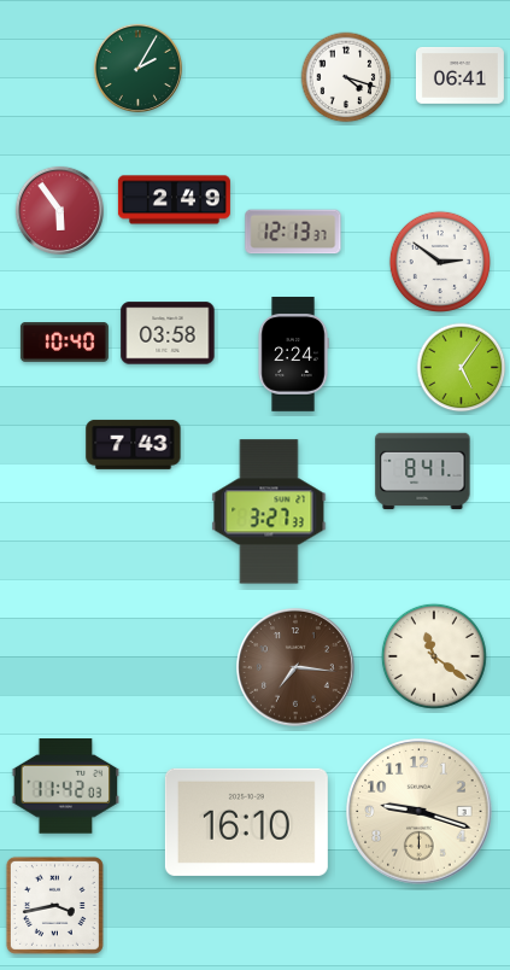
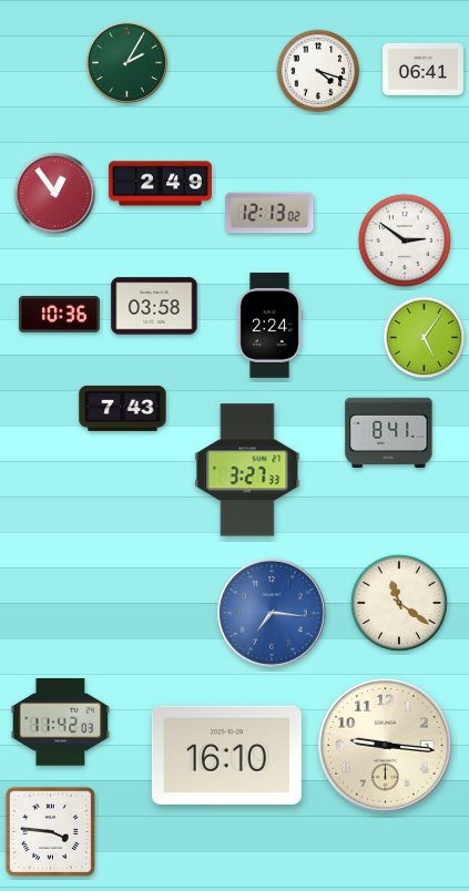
clock at (59, 210): 5:54 -> 12:54
clock at (293, 232): 12:13:37 -> 12:13:02
clock at (64, 343): 10:40 -> 10:36
clock at (295, 667) dial: brown -> blue
clock at (420, 812): 9:18 -> 9:16
clock at (54, 905): 3:43 -> 3:46
